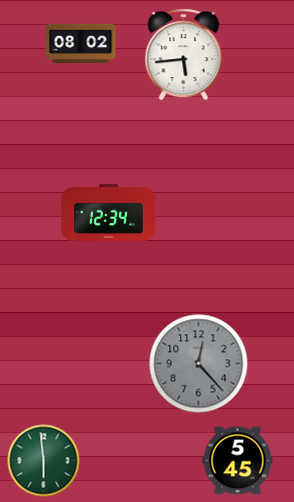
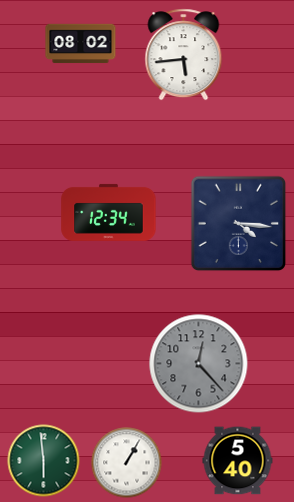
clock at (239, 224): none -> 4:16
clock at (238, 461): 5:45 -> 5:40
clock at (127, 463): none -> 1:05
